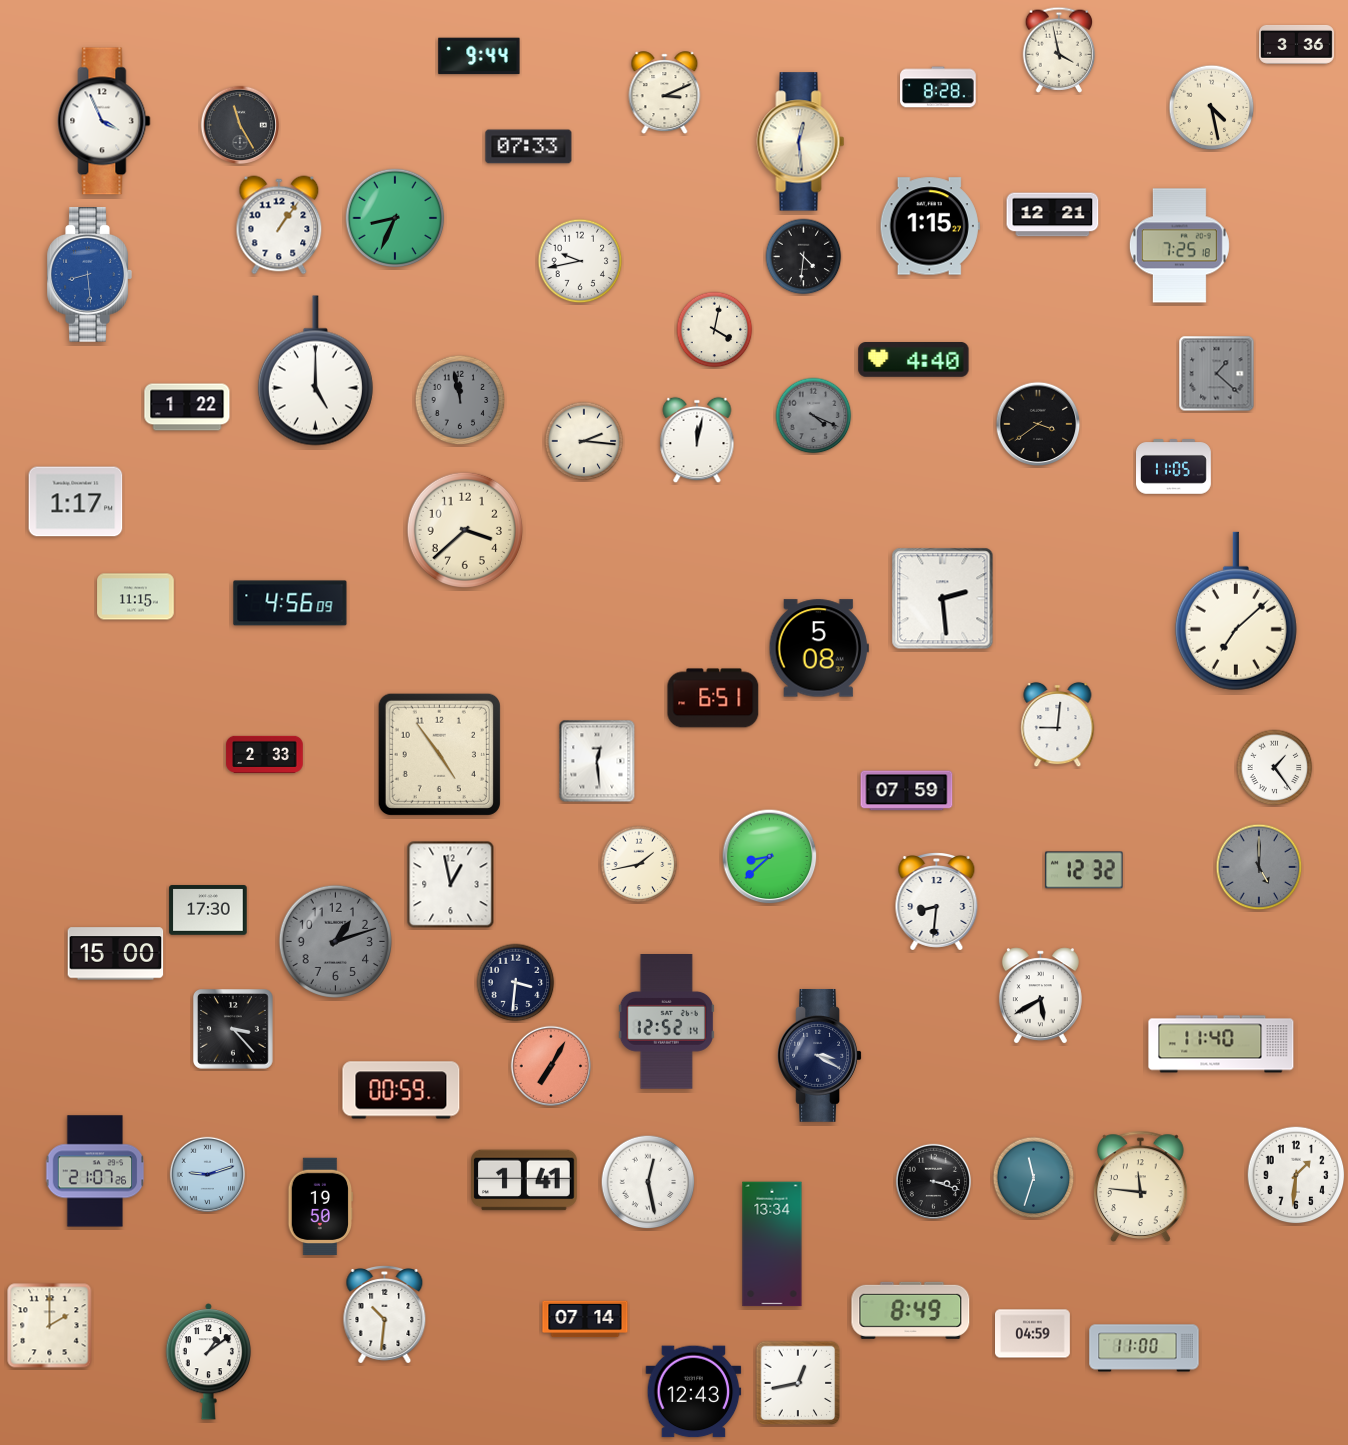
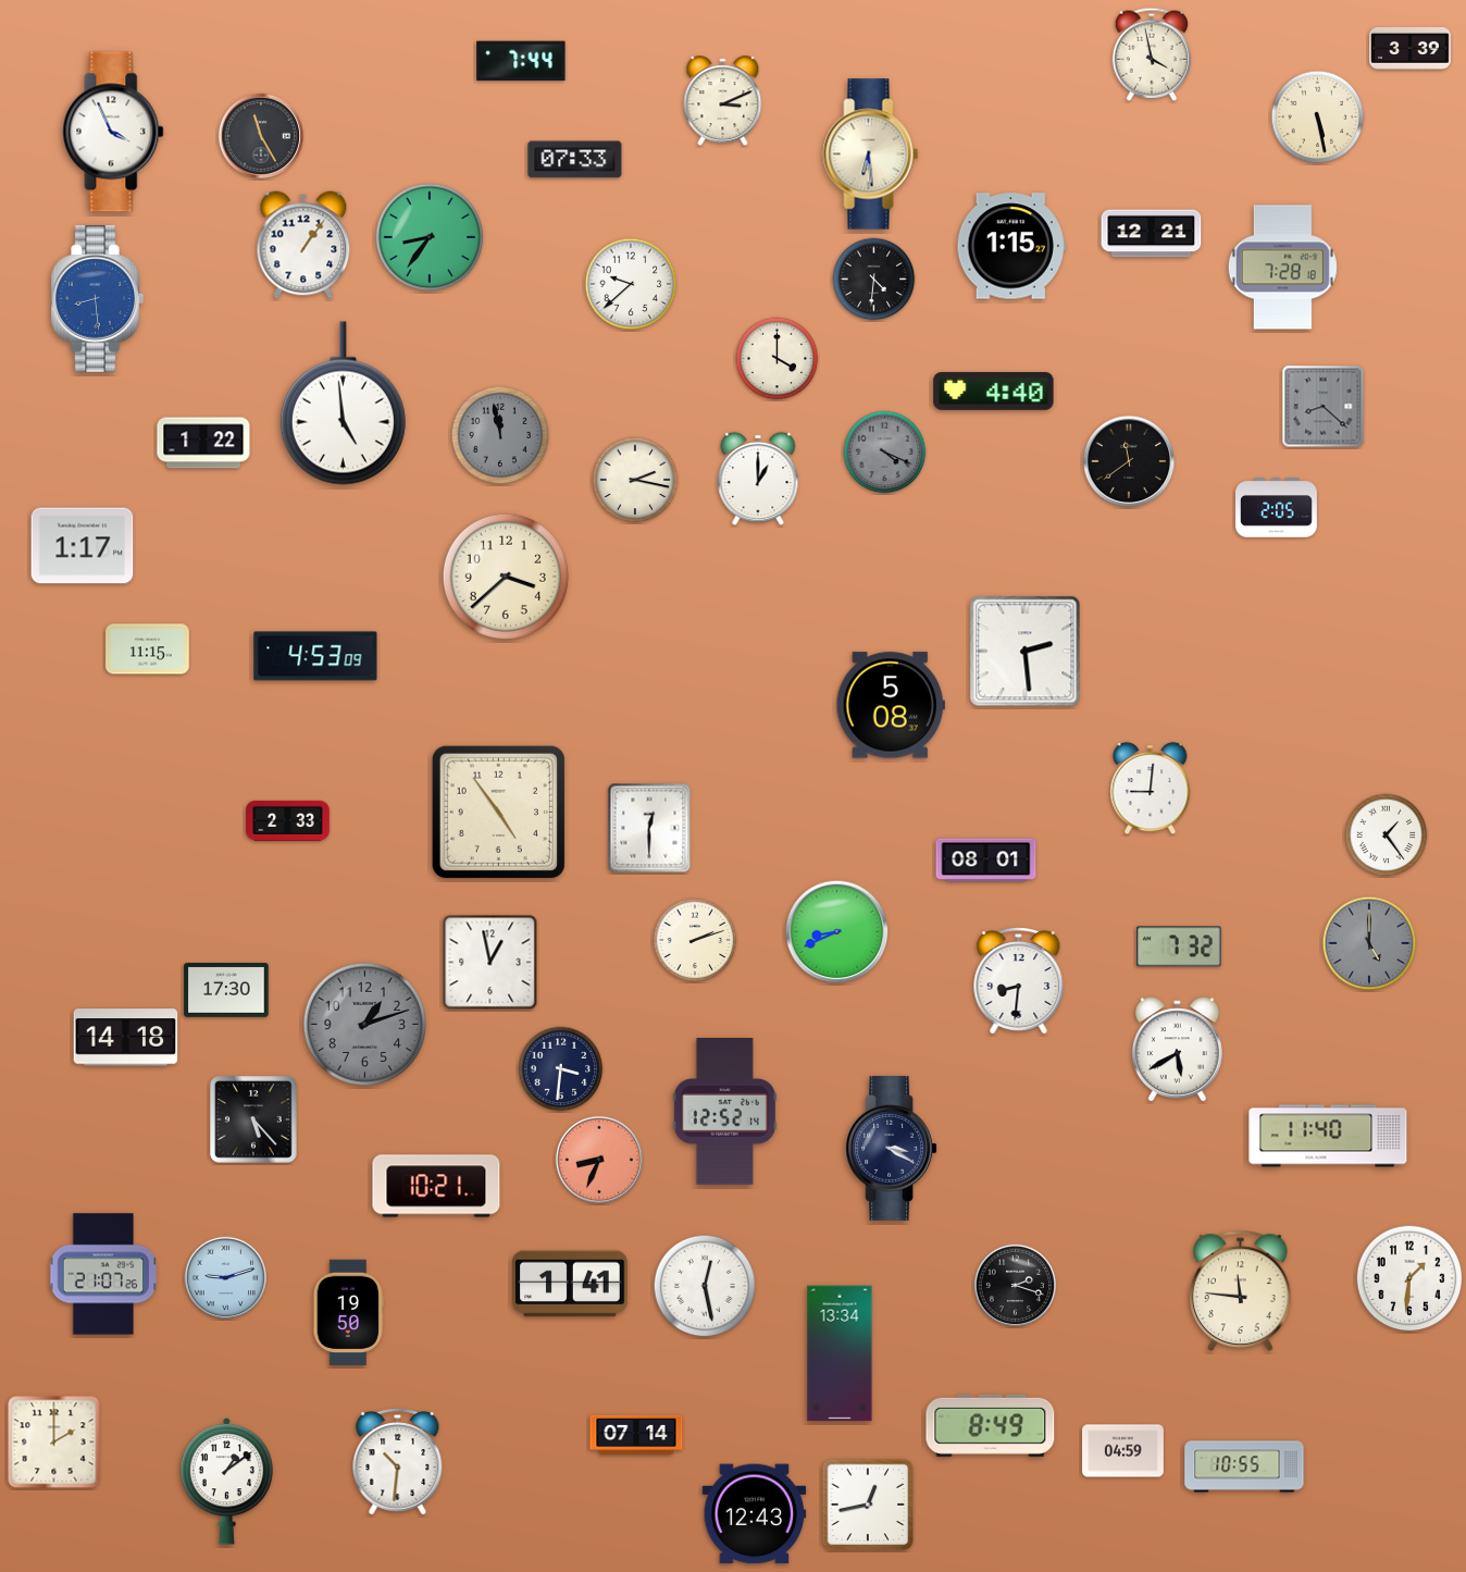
clock at (1297, 44): 3:36 -> 3:39
clock at (479, 56): 9:44 -> 7:44
clock at (938, 87): 8:28 -> none
clock at (1212, 108): 4:28 -> 5:28
clock at (801, 142): 12:29 -> 6:29
clock at (1053, 215) position: (1053, 215) -> (1152, 234)
clock at (395, 218): 8:34 -> 8:36
clock at (1179, 246): 7:25 -> 7:28
clock at (580, 261): 9:43 -> 9:38
clock at (715, 330): 4:02 -> 4:00
clock at (315, 371): 5:00 -> 4:59
clock at (1217, 374): 1:22 -> 8:22
clock at (1038, 424): 3:39 -> 11:39
clock at (697, 440): 12:02 -> 1:00
clock at (584, 441): 2:16 -> 2:17
clock at (1174, 467): 11:05 -> 2:05
clock at (290, 603): 4:56 -> 4:53
clock at (1236, 611): 7:08 -> none
clock at (713, 698): 6:51 -> none
clock at (439, 754) position: (439, 754) -> (498, 812)
clock at (597, 761): 12:29 -> 12:30
clock at (907, 791): 07:59 -> 08:01
clock at (770, 857): 8:38 -> 8:41
clock at (639, 864): 1:43 -> 2:12
clock at (1084, 870): 12:32 -> 7:32
clock at (116, 954): 15:00 -> 14:18
clock at (1040, 996) position: (1040, 996) -> (1177, 1050)
clock at (234, 1030): 3:23 -> 5:23
clock at (551, 1066): 7:05 -> 8:34
clock at (401, 1090): 00:59 -> 10:21
clock at (1034, 1178): 11:33 -> none
clock at (933, 1181): 3:18 -> 2:18
clock at (385, 1315) position: (385, 1315) -> (398, 1462)
clock at (1144, 1348): 11:00 -> 10:55
